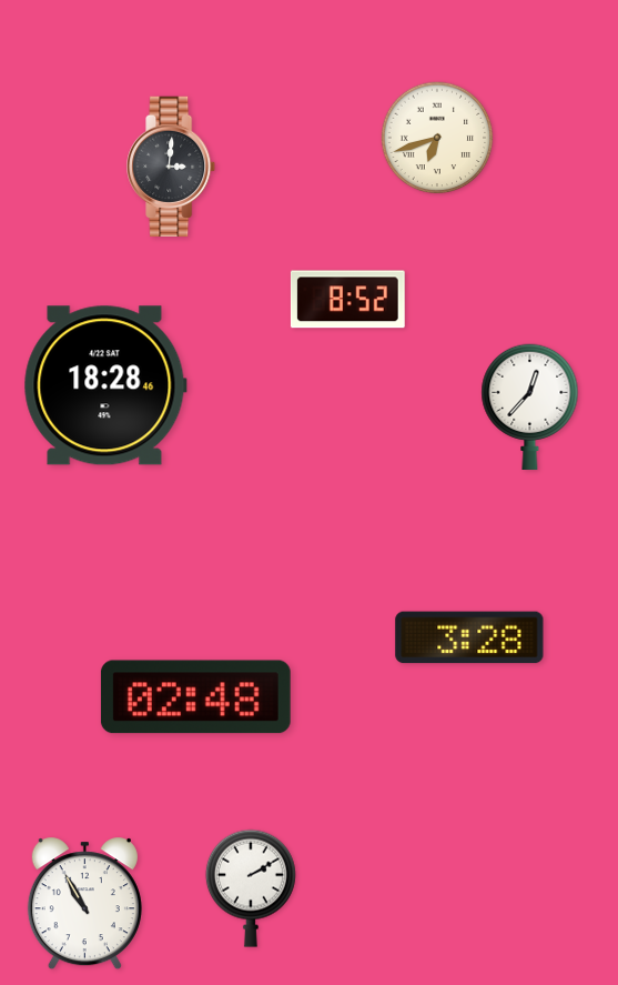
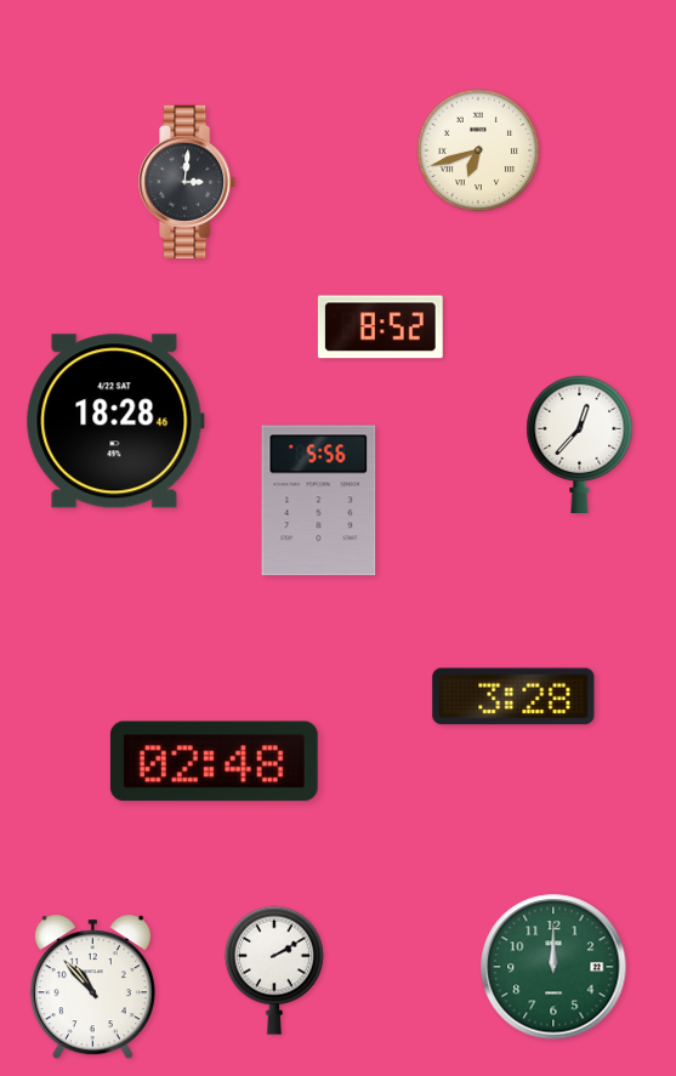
clock at (319, 501): none -> 5:56
clock at (553, 967): none -> 12:00
clock at (84, 904): 10:55 -> 10:53
